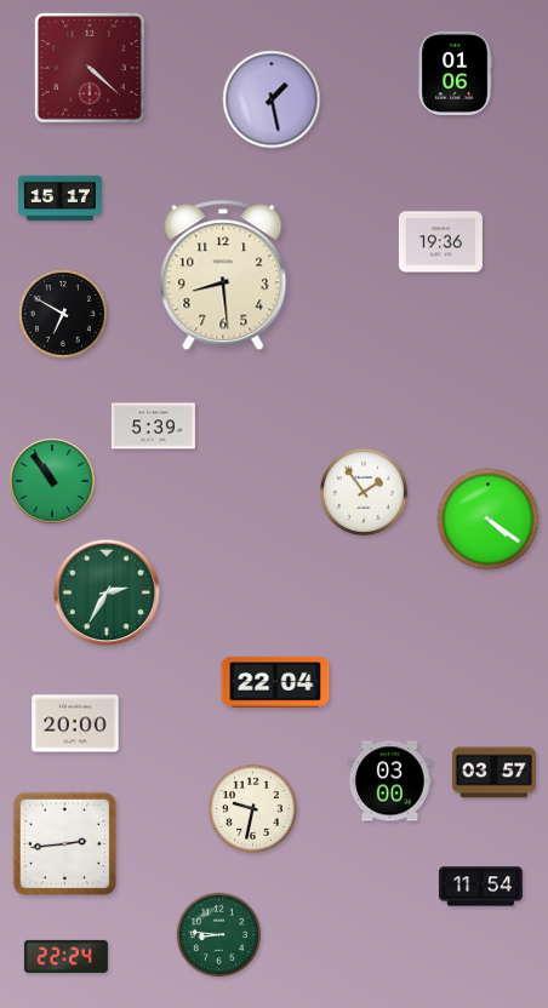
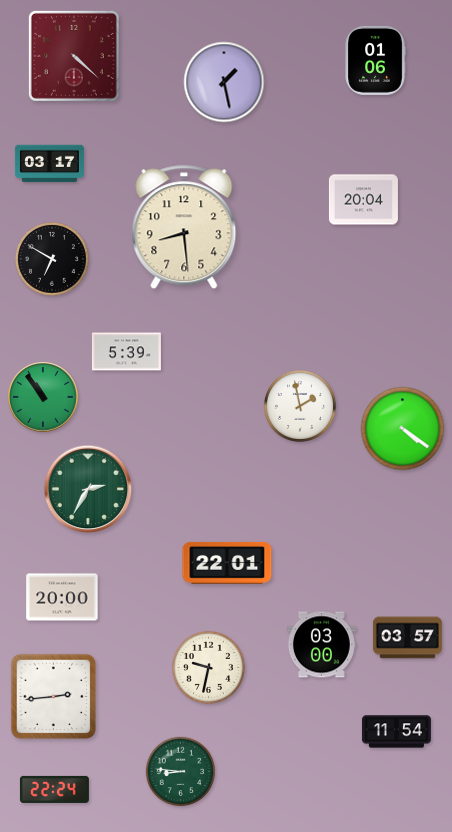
clock at (59, 199): 15:17 -> 03:17
clock at (440, 242): 19:36 -> 20:04
clock at (364, 492): 1:54 -> 1:58
clock at (275, 682): 22:04 -> 22:01
